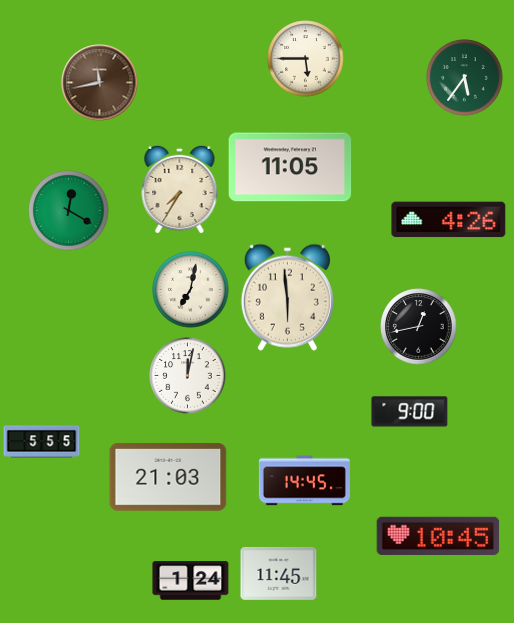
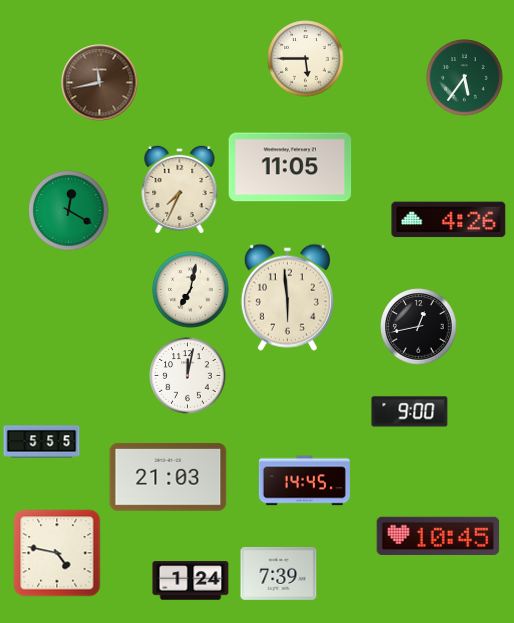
clock at (180, 189): 7:35 -> 7:34
clock at (57, 553): none -> 4:47
clock at (279, 573): 11:45 -> 7:39
